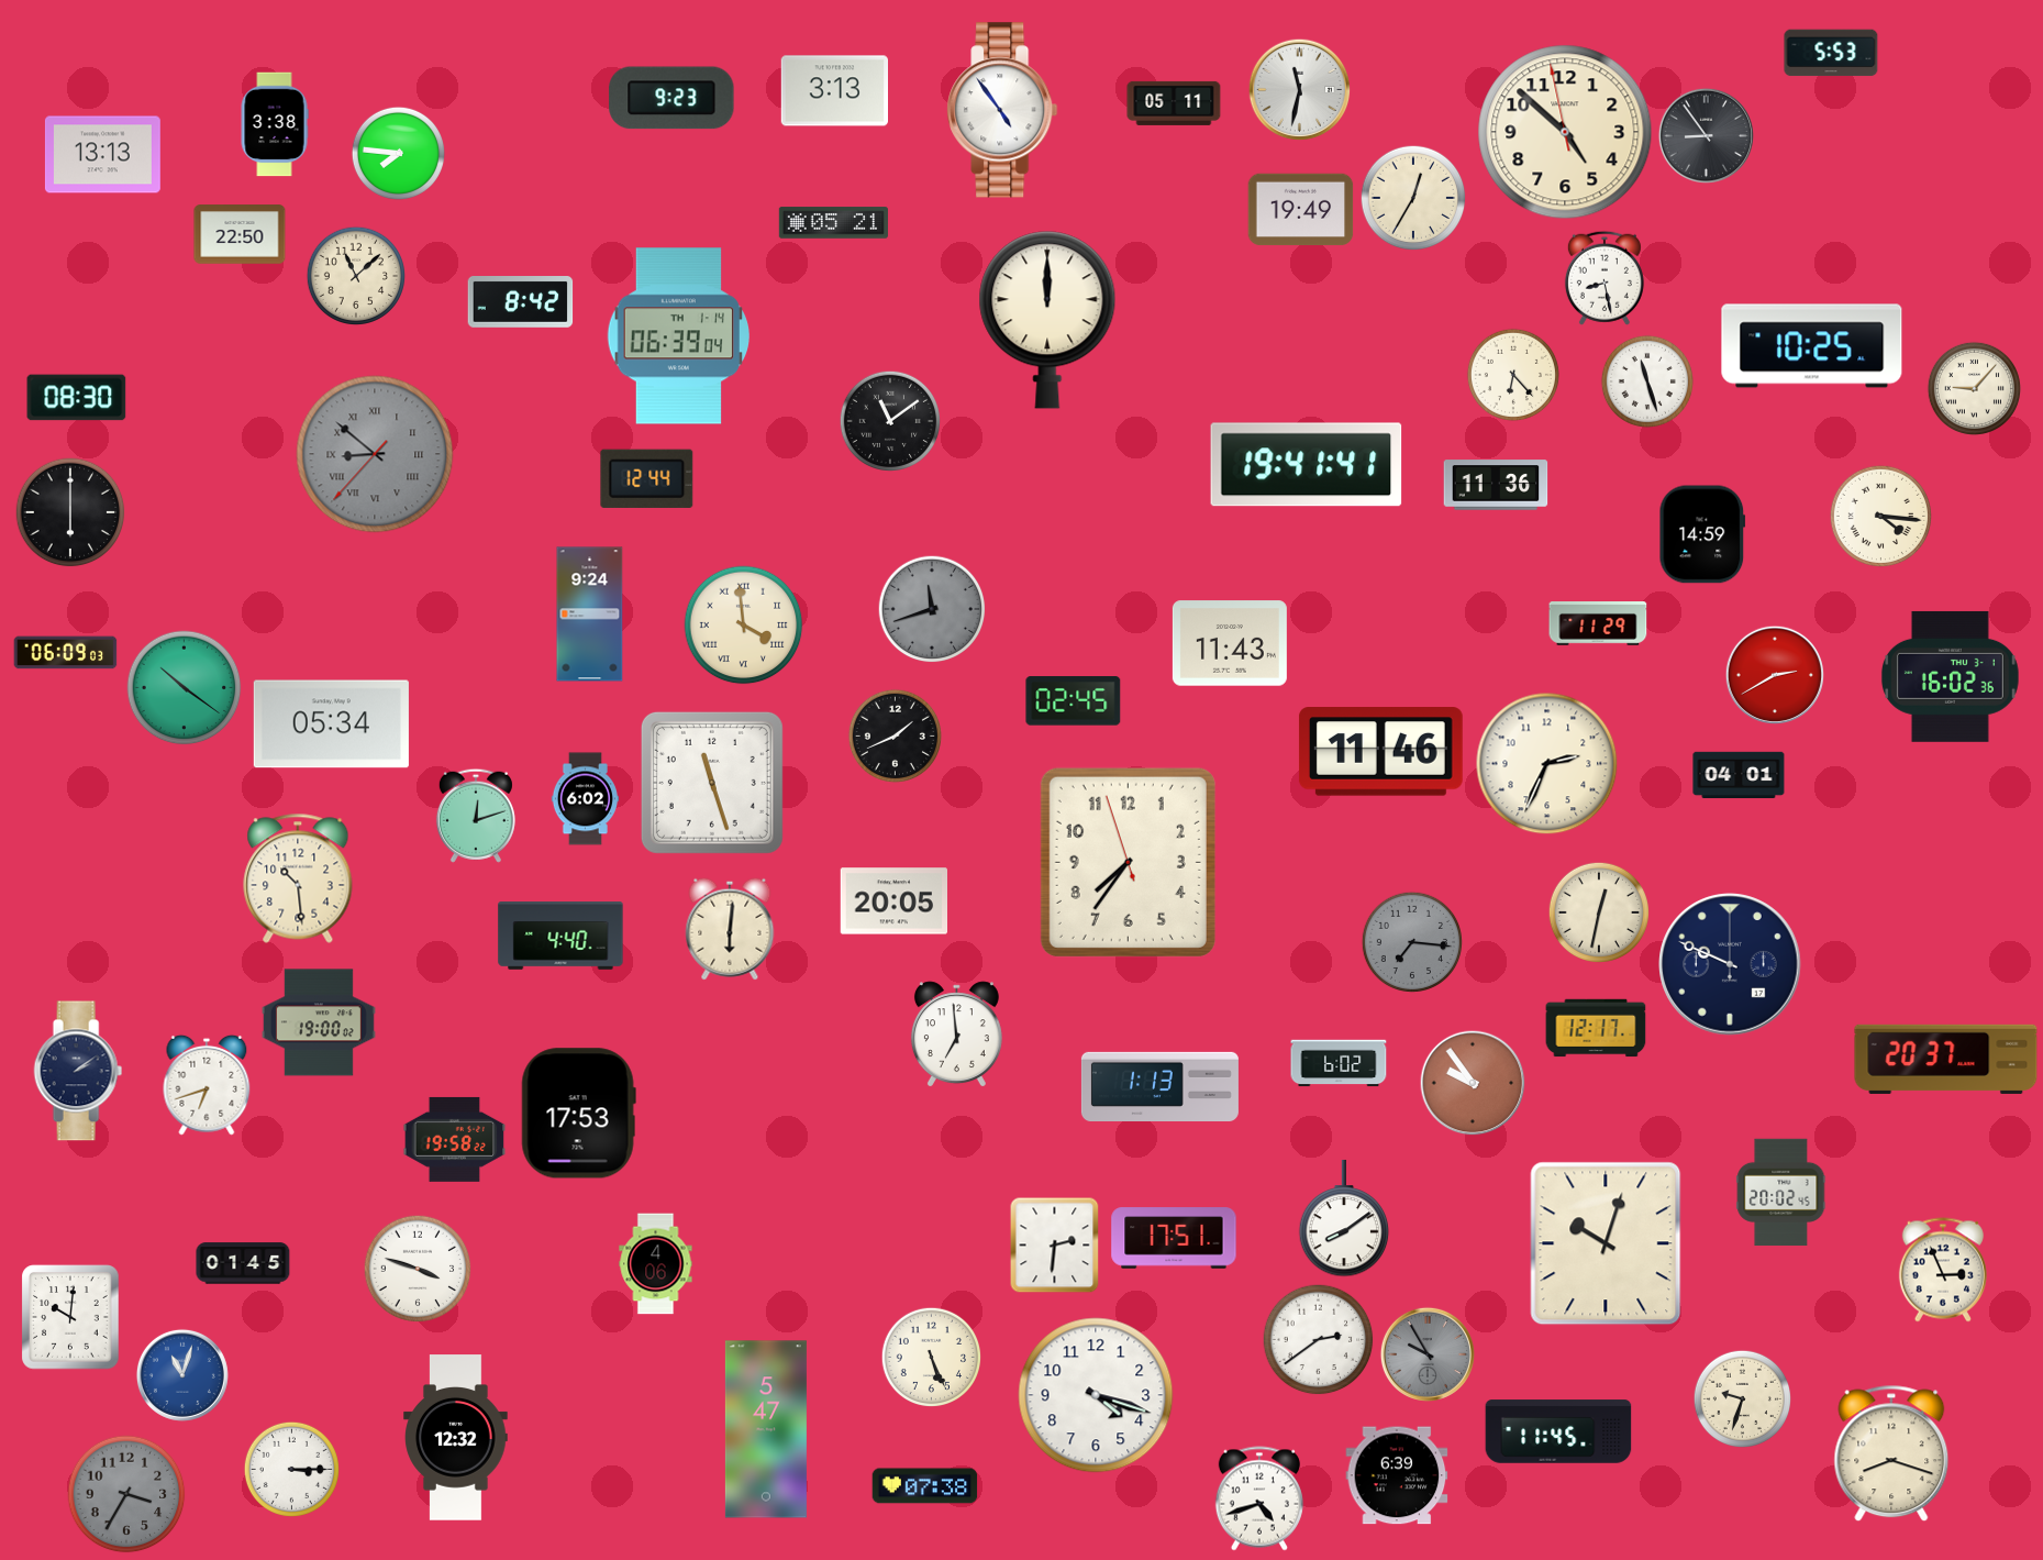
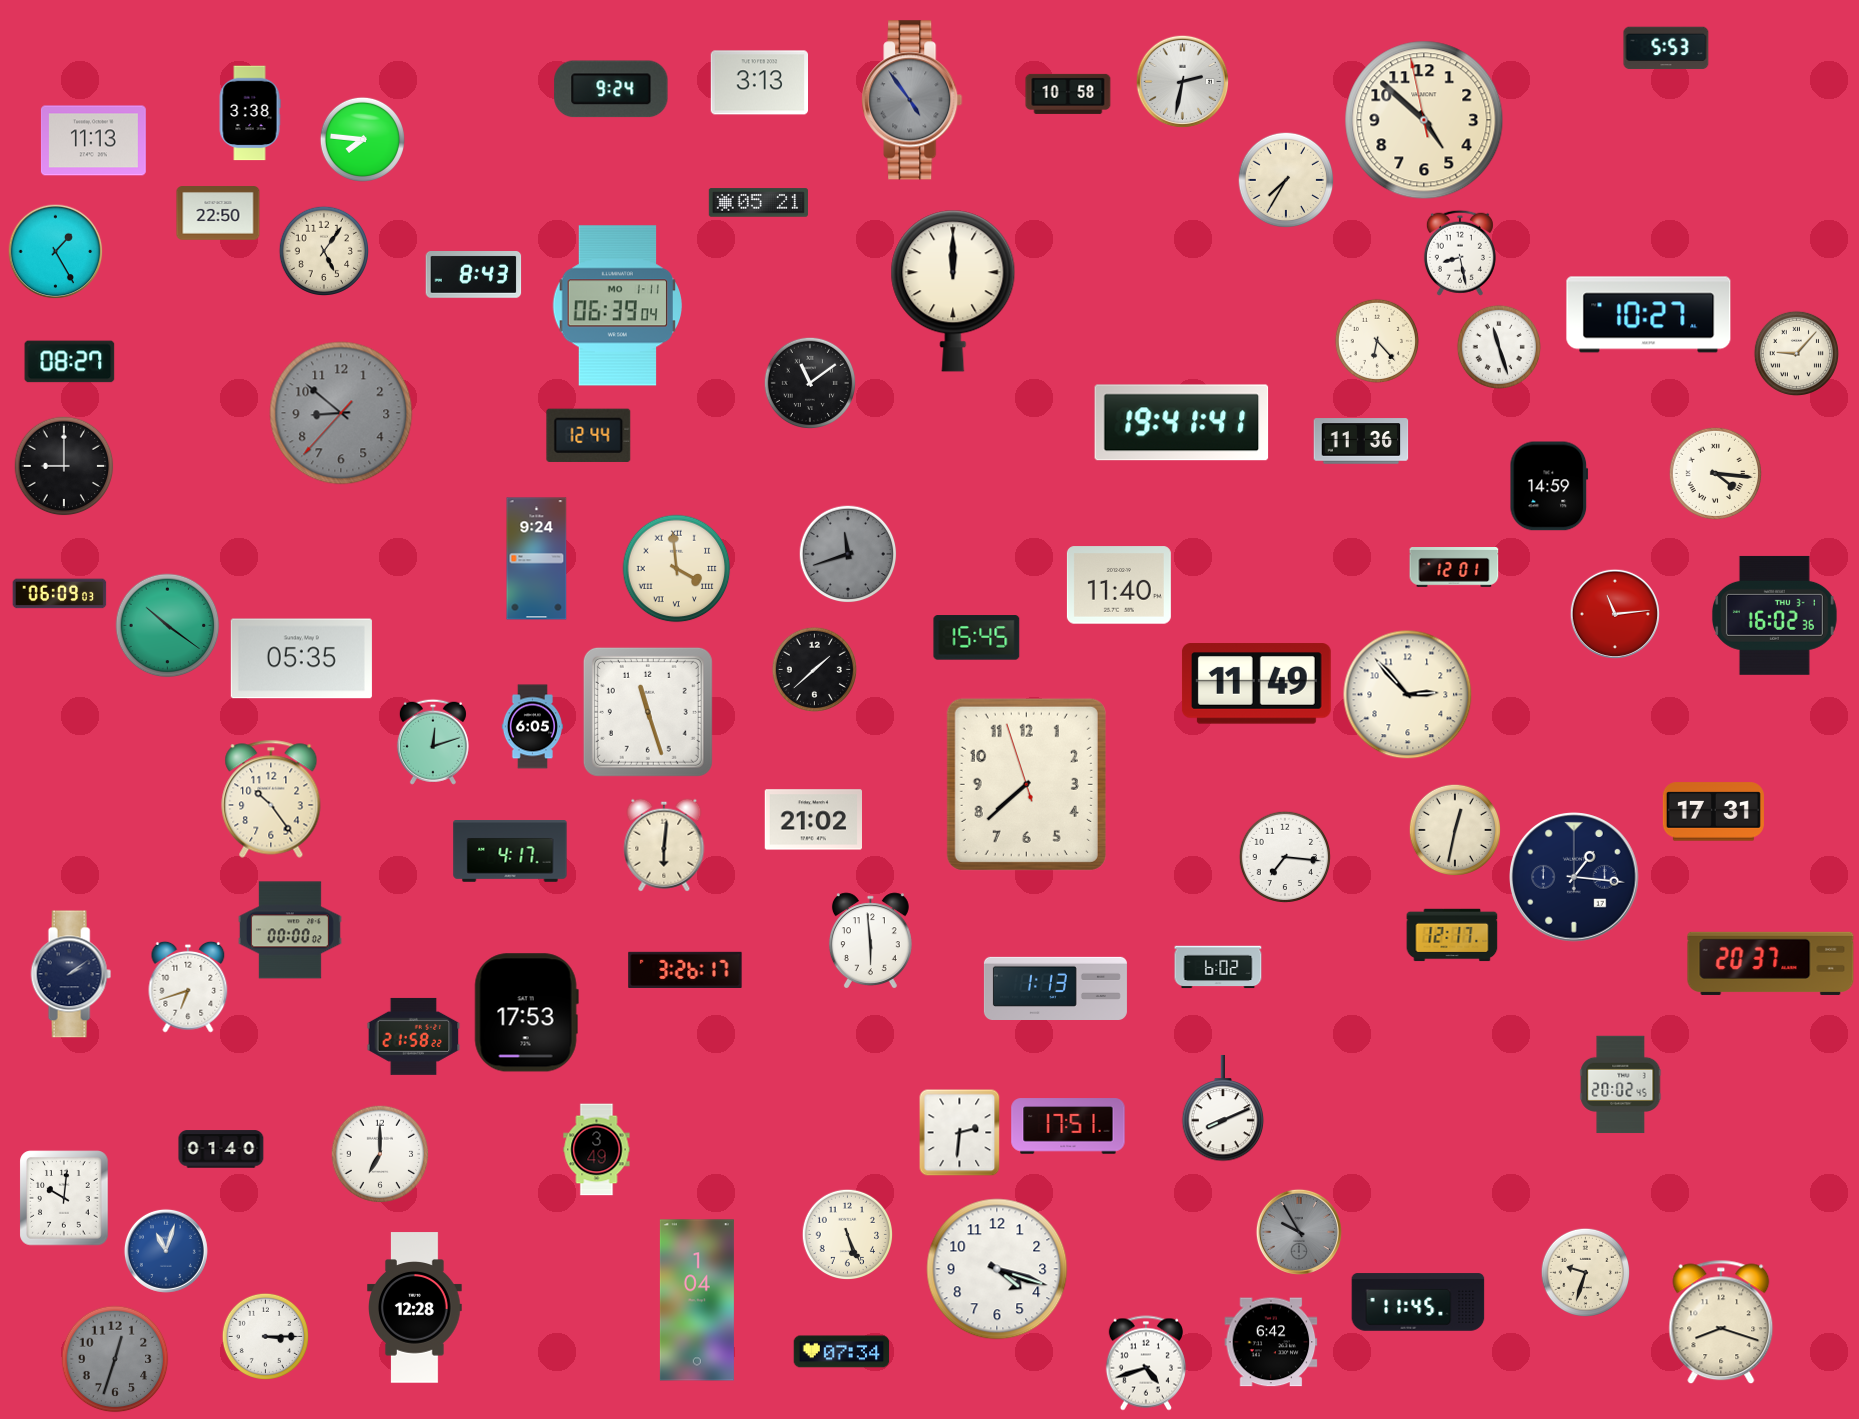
clock at (1299, 89): 11:32 -> 2:32
clock at (671, 98): 9:23 -> 9:24
clock at (1174, 103): 05:11 -> 10:58
clock at (1002, 110) dial: white -> grey
clock at (1706, 135): 8:54 -> none
clock at (102, 155): 13:13 -> 11:13
clock at (1413, 198): 12:35 -> 7:35
clock at (1301, 210): 19:49 -> none
clock at (355, 275): 11:08 -> 5:06
clock at (55, 251): none -> 1:25
clock at (521, 302): 8:42 -> 8:43
clock at (678, 336) date: TH 1-14 -> MO 1-11
clock at (1812, 346): 10:25 -> 10:27
clock at (77, 398): 08:30 -> 08:27
clock at (375, 454) numerals: Roman -> Arabic
clock at (1307, 465) position: (1307, 465) -> (1182, 423)
clock at (70, 512): 6:00 -> 9:00
clock at (1880, 516) position: (1880, 516) -> (1715, 473)
clock at (1598, 624): 11:29 -> 12:01
clock at (1230, 643): 11:43 -> 11:40
clock at (1774, 674): 2:40 -> 11:14
clock at (1074, 701): 02:45 -> 15:45
clock at (331, 724): 05:34 -> 05:35
clock at (895, 735): 1:41 -> 1:38
clock at (1380, 752): 11:46 -> 11:49
clock at (1547, 764): 2:34 -> 2:53
clock at (1739, 775): 04:01 -> none
clock at (585, 799): 6:02 -> 6:05
clock at (1128, 862): 7:35 -> 7:37
clock at (298, 878): 10:29 -> 10:24
clock at (1713, 812): none -> 17:31
clock at (893, 901): 20:05 -> 21:02
clock at (560, 936): 4:40 -> 4:17
clock at (1411, 941) dial: grey -> white
clock at (1730, 964): 9:49 -> 1:16
clock at (319, 1022): 19:00 -> 00:00
clock at (956, 1035): 6:59 -> 5:59
clock at (685, 969): none -> 3:26
clock at (1473, 1083): 9:54 -> none
clock at (455, 1139): 19:58 -> 21:58
clock at (1344, 1218): 8:09 -> 8:11
clock at (1606, 1243): 10:03 -> none
clock at (243, 1263): 01:45 -> 01:40
clock at (656, 1264): 4:06 -> 3:49
clock at (418, 1269): 3:48 -> 7:00
clock at (1943, 1270): 2:56 -> none
clock at (1319, 1340): 2:39 -> none
clock at (766, 1429): 5:47 -> 1:04
clock at (456, 1438): 12:32 -> 12:28
clock at (1397, 1475): 6:39 -> 6:42
clock at (925, 1486): 07:38 -> 07:34
clock at (126, 1494): 3:35 -> 12:33
